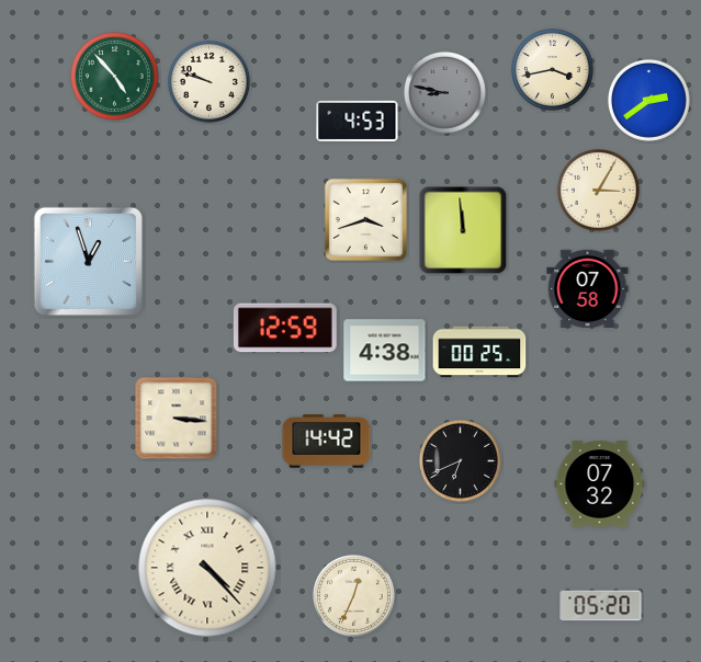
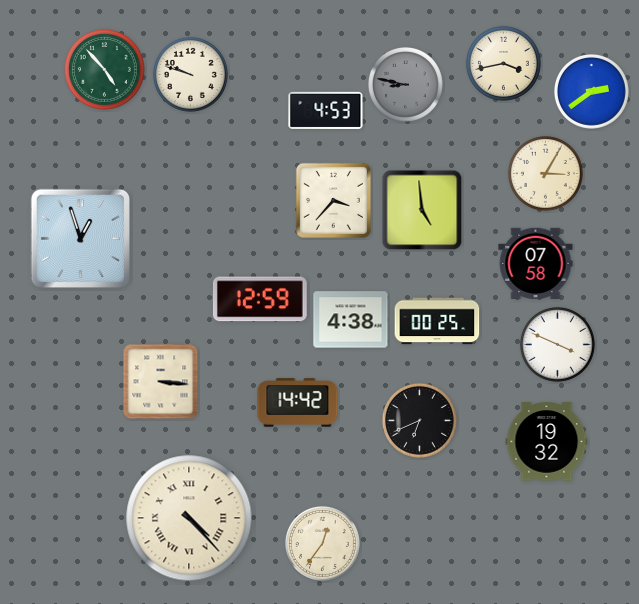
clock at (365, 219): 3:42 -> 3:37
clock at (463, 230): 11:59 -> 4:59
clock at (557, 344): none -> 3:49
clock at (600, 484): 07:32 -> 19:32
clock at (353, 595): 12:34 -> 12:36
clock at (601, 606): 05:20 -> none
